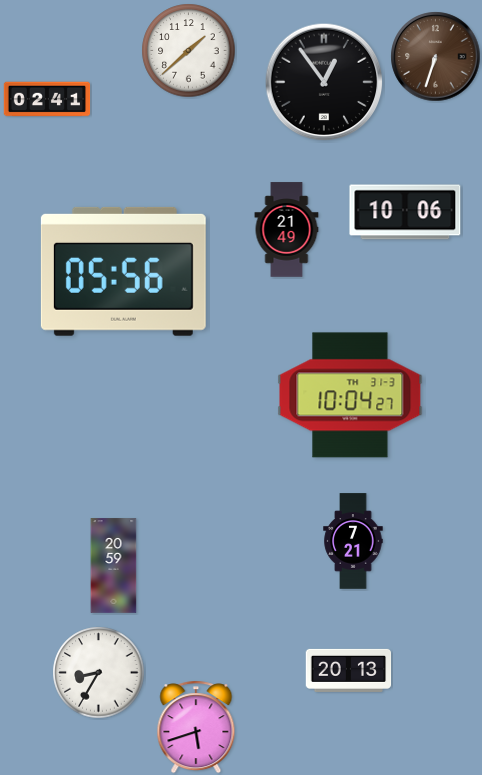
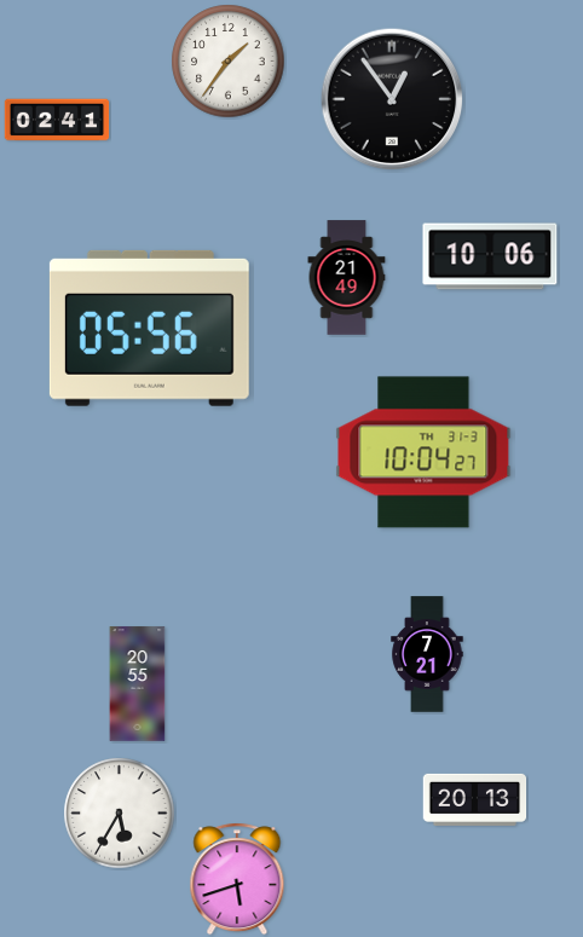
clock at (189, 51): 1:38 -> 1:36
clock at (436, 57): 6:33 -> none
clock at (350, 395) position: (350, 395) -> (423, 452)
clock at (114, 566): 20:59 -> 20:55
clock at (349, 670) position: (349, 670) -> (475, 799)
clock at (99, 673): 8:35 -> 5:35
